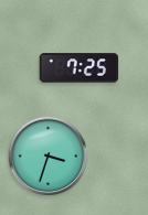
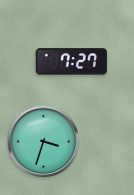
clock at (80, 68): 7:25 -> 7:27
